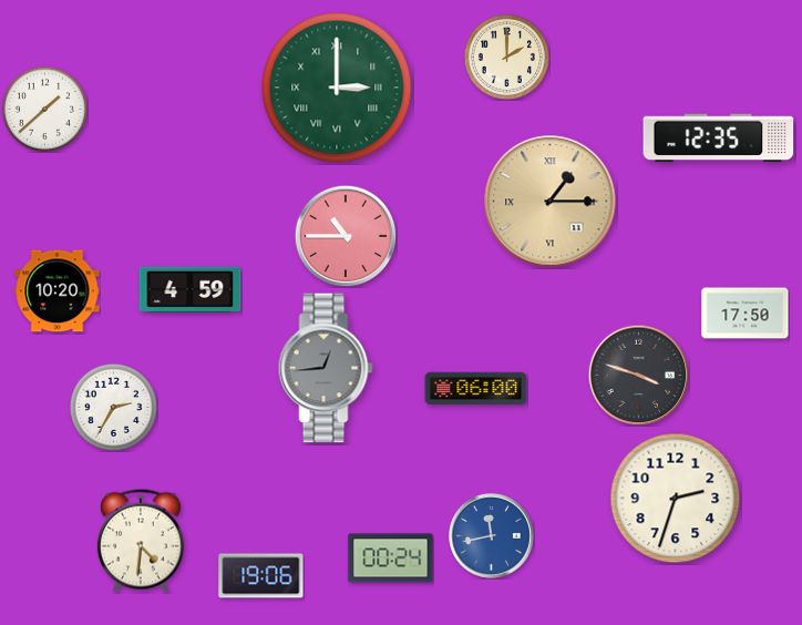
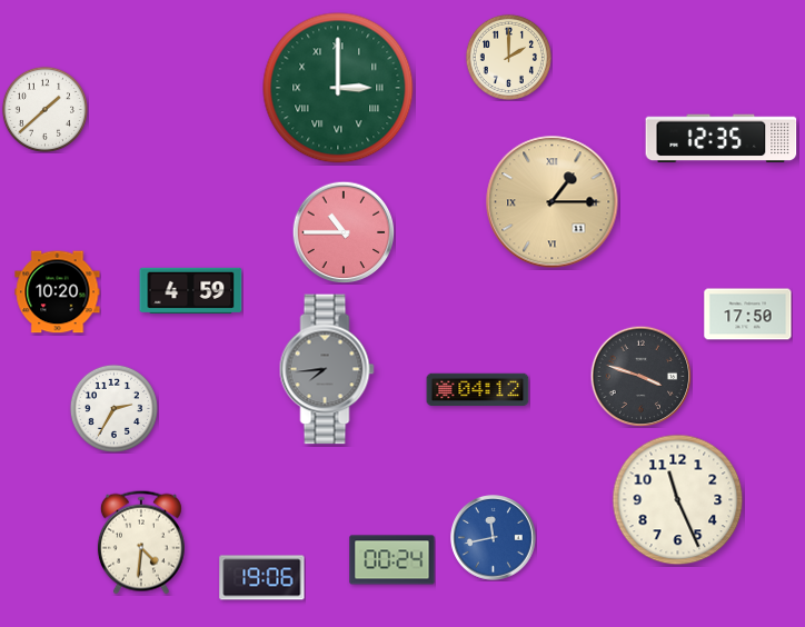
clock at (346, 236) position: (346, 236) -> (344, 232)
clock at (326, 368): 12:44 -> 7:44
clock at (476, 389): 06:00 -> 04:12
clock at (676, 499): 2:33 -> 11:26
